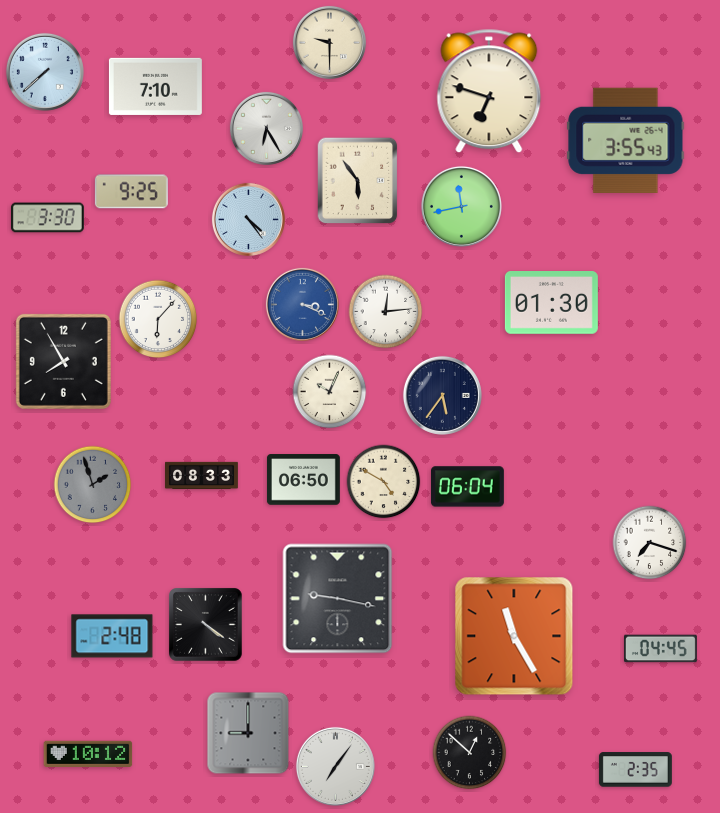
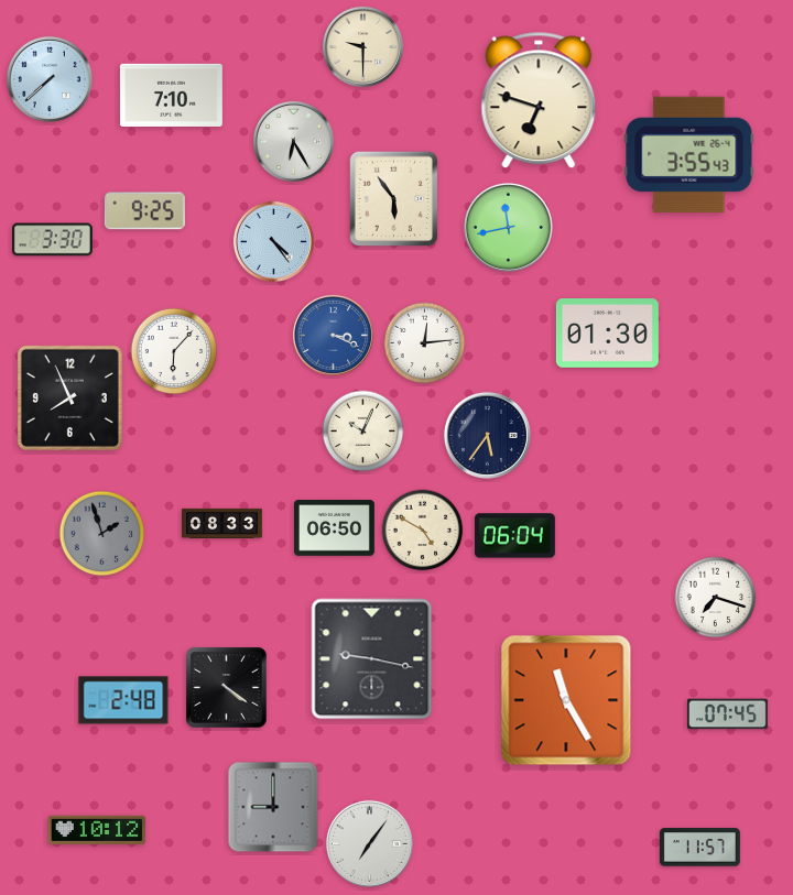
clock at (63, 361): 7:55 -> 7:56
clock at (660, 649): 04:45 -> 07:45
clock at (470, 753): 12:52 -> none
clock at (635, 770): 2:35 -> 11:57
